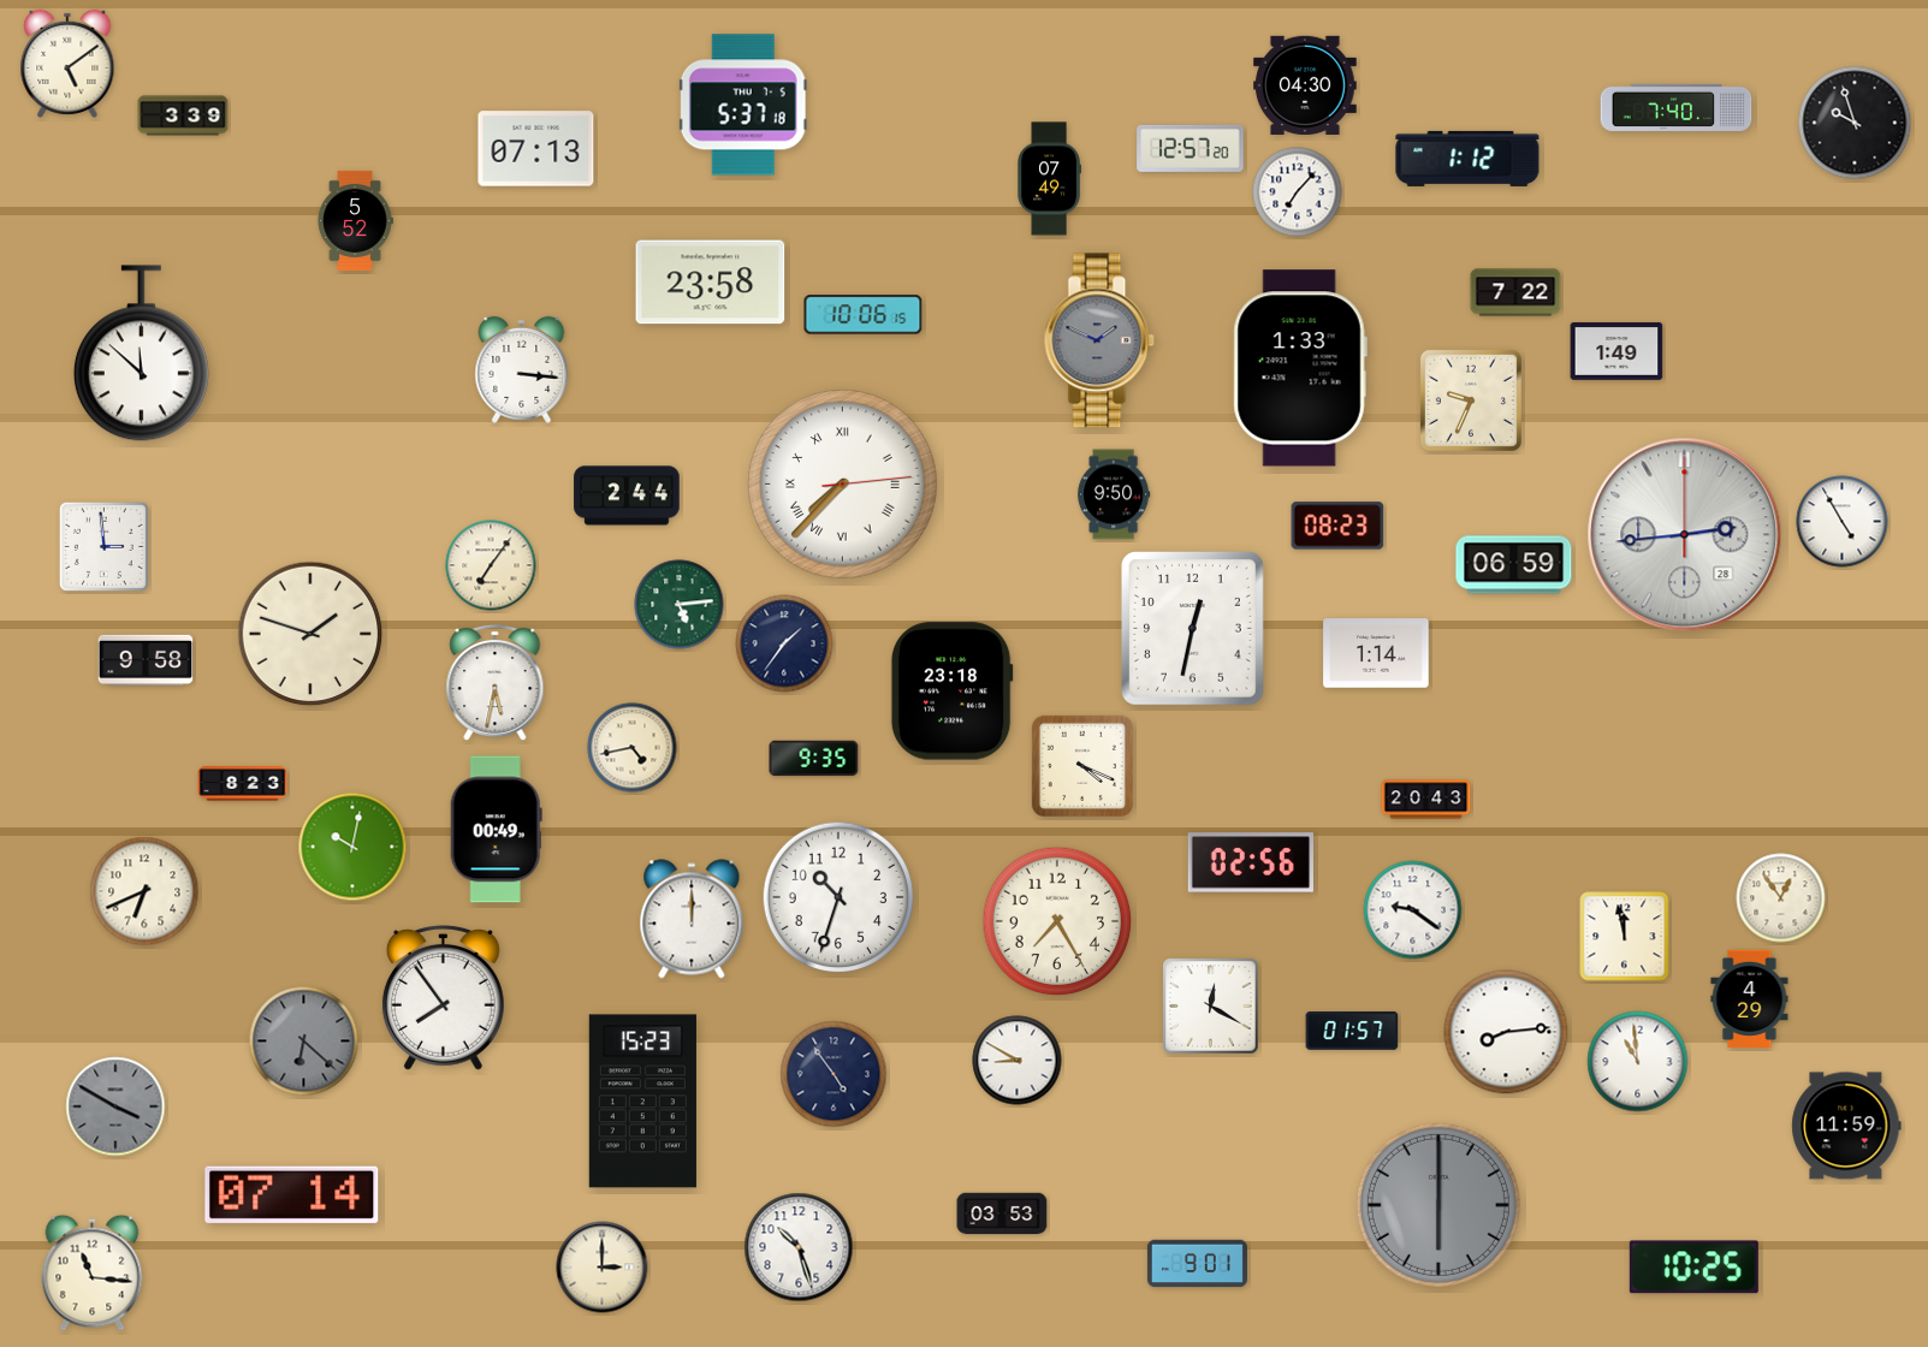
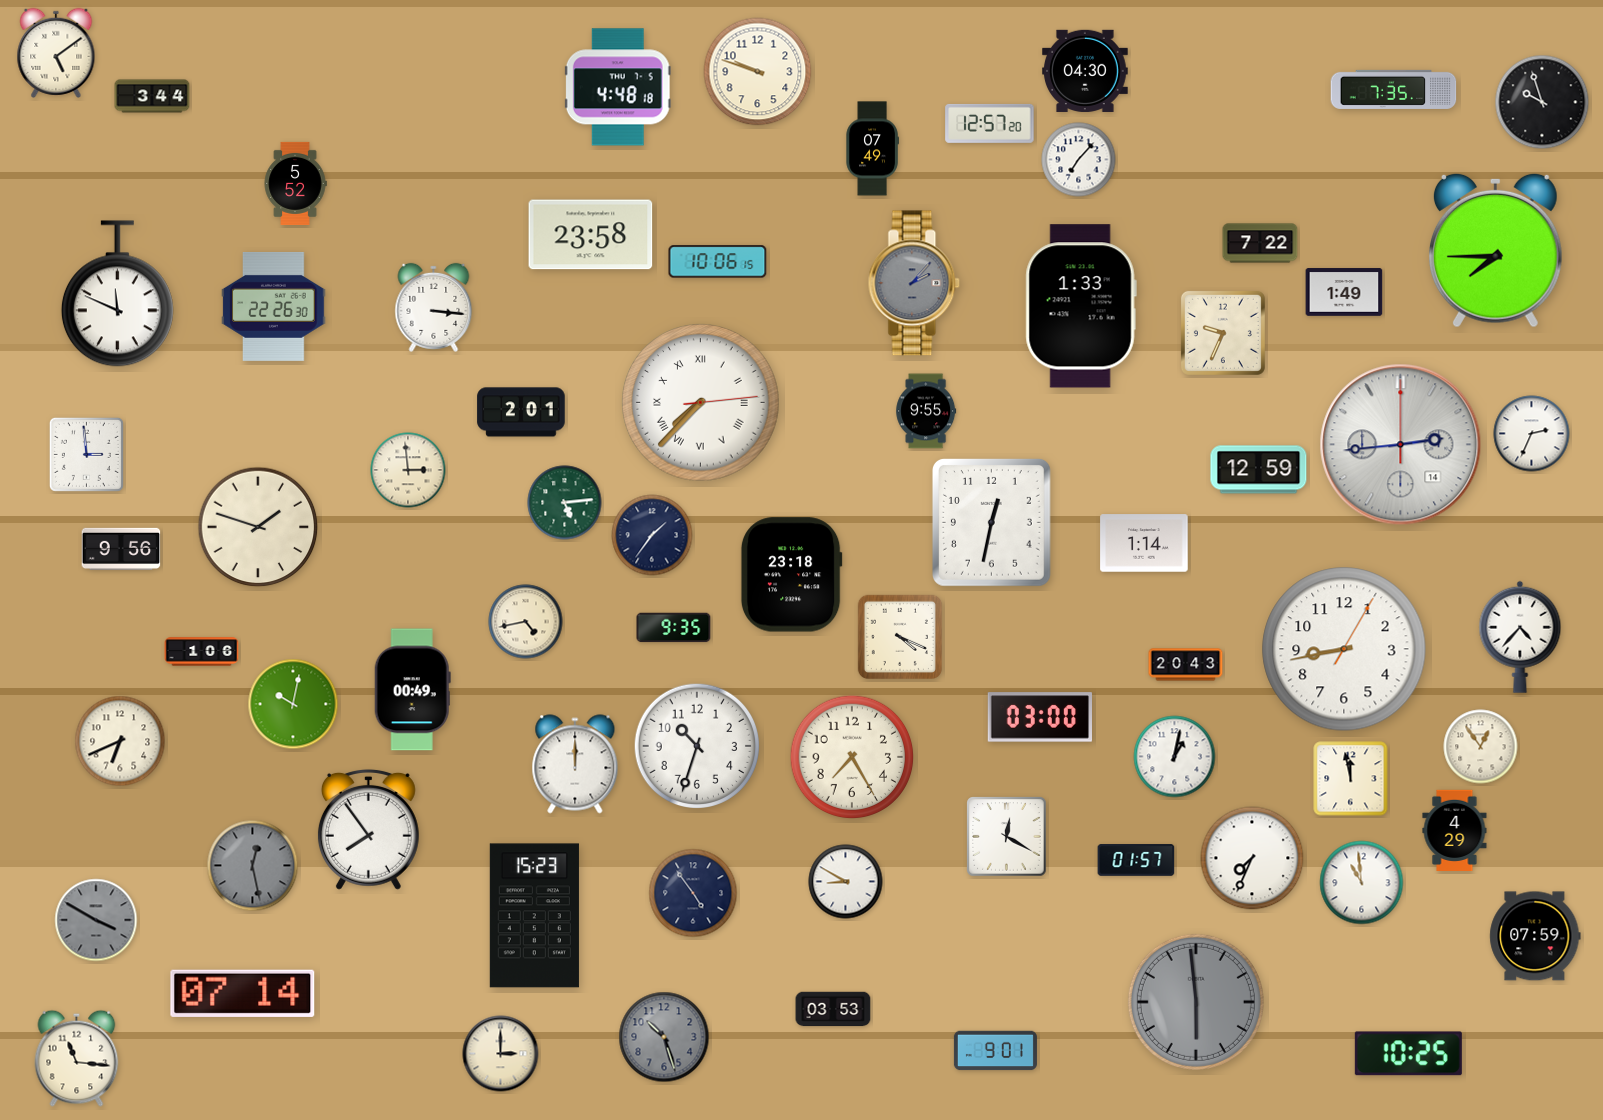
clock at (758, 72): none -> 9:48
clock at (743, 105): 5:37 -> 4:48
clock at (1677, 107): 7:40 -> 7:35
clock at (183, 115): 3:39 -> 3:44
clock at (536, 149): 07:13 -> none
clock at (1467, 159): 1:12 -> none
clock at (1495, 250): none -> 7:45
clock at (1099, 340): 1:49 -> 2:07
clock at (141, 354): 11:52 -> 11:49
clock at (274, 306): none -> 22:26
clock at (1114, 494): 9:50 -> 9:55
clock at (627, 496): 2:44 -> 2:01
clock at (1843, 522): 4:55 -> 2:34
clock at (1337, 526): 08:23 -> none
clock at (1685, 535) date: 28 -> 14
clock at (491, 565): 7:06 -> 2:59
clock at (1514, 565): 06:59 -> 12:59
clock at (146, 660): 9:58 -> 9:56
clock at (496, 683): 5:32 -> none
clock at (814, 759) position: (814, 759) -> (674, 628)
clock at (1520, 637): none -> 4:37
clock at (1344, 649): none -> 8:43
clock at (243, 784): 8:23 -> 1:06
clock at (1250, 862): 02:56 -> 03:00
clock at (1413, 910): 9:21 -> 1:02
clock at (1057, 921) position: (1057, 921) -> (852, 757)
clock at (1352, 1031) position: (1352, 1031) -> (1136, 860)
clock at (1506, 1032): 8:14 -> 7:34
clock at (304, 1042): 6:22 -> 12:28
clock at (1846, 1126): 11:59 -> 07:59
clock at (1438, 1205): 6:00 -> 5:59
clock at (799, 1247) dial: white -> grey
